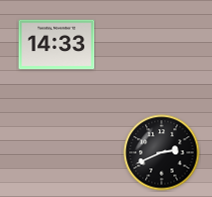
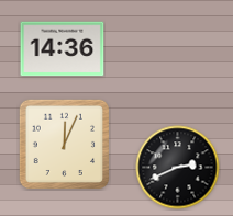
clock at (57, 45): 14:33 -> 14:36
clock at (64, 144): none -> 12:04
